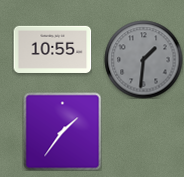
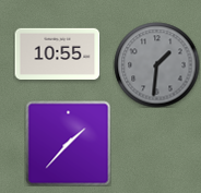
clock at (62, 131): 1:36 -> 1:37
